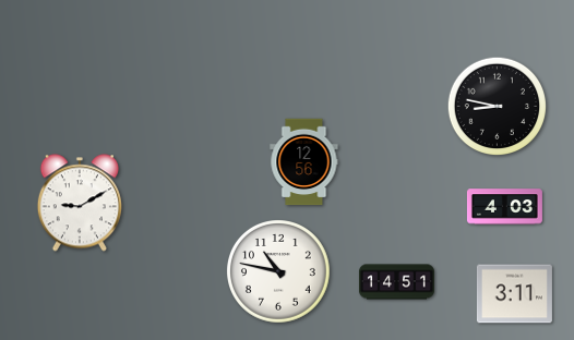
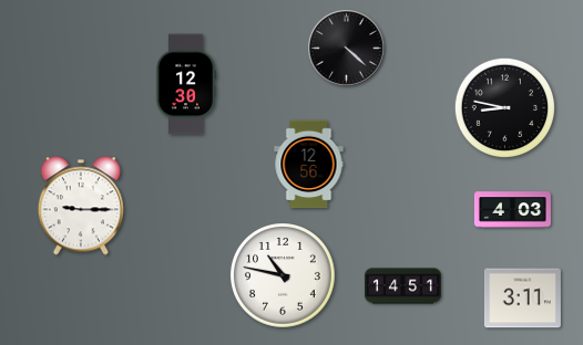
clock at (347, 49): none -> 4:22
clock at (185, 84): none -> 12:30
clock at (80, 203): 9:10 -> 9:15
